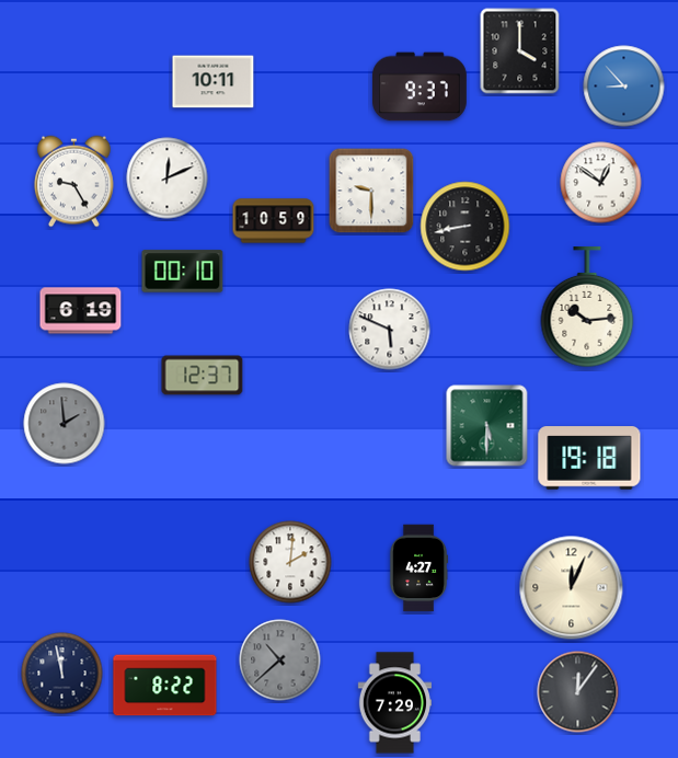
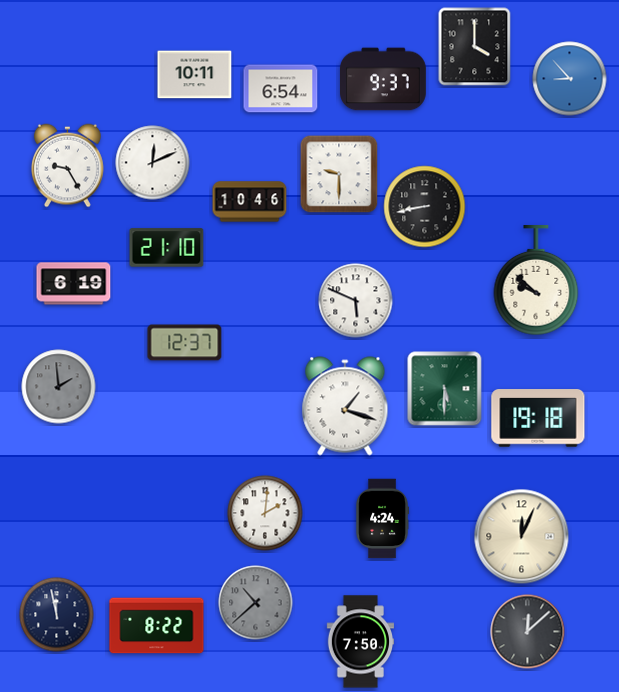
clock at (281, 89): none -> 6:54
clock at (601, 183): 12:51 -> none
clock at (274, 221): 10:59 -> 10:46
clock at (183, 272): 00:10 -> 21:10
clock at (587, 308): 10:14 -> 9:52
clock at (345, 406): none -> 1:18
clock at (418, 568): 4:27 -> 4:24
clock at (165, 686) position: (165, 686) -> (157, 626)
clock at (578, 692): 12:06 -> 12:08
clock at (394, 703): 7:29 -> 7:50
